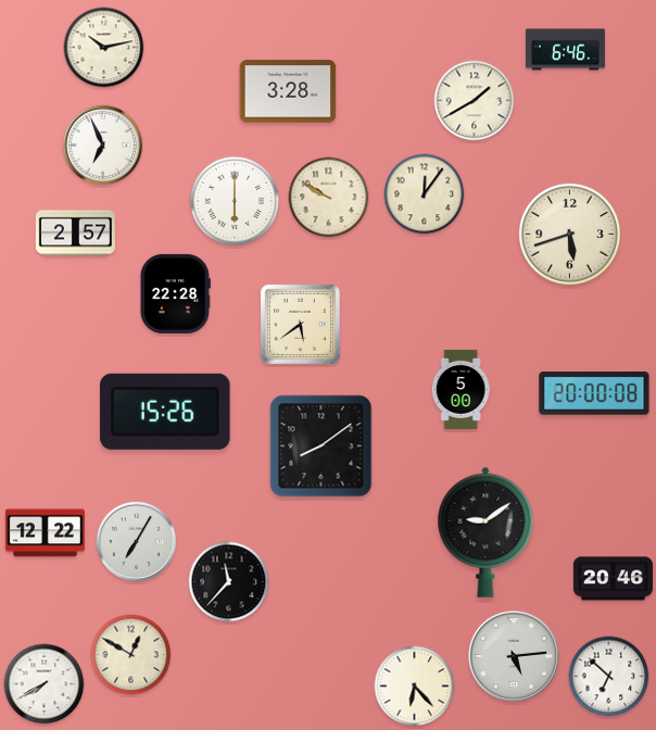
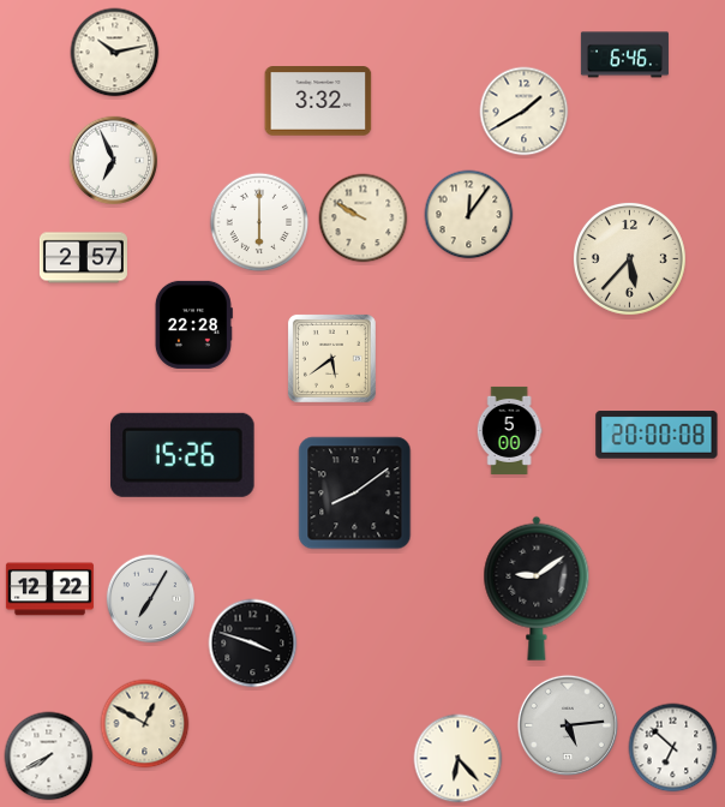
clock at (288, 91): 3:28 -> 3:32
clock at (569, 234): 5:42 -> 5:37
clock at (613, 579): 20:46 -> none
clock at (229, 582): 11:37 -> 3:48
